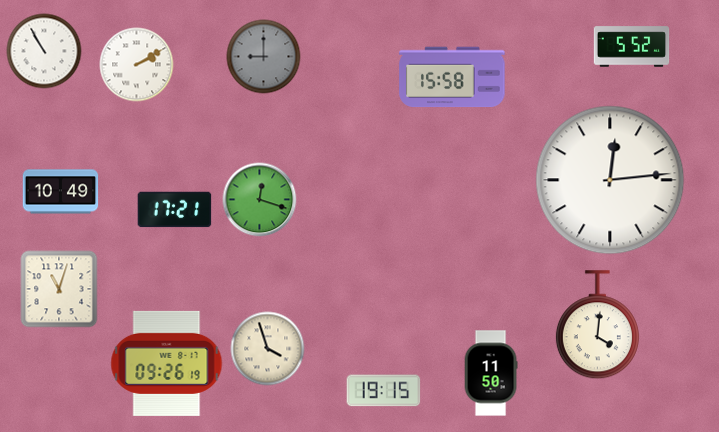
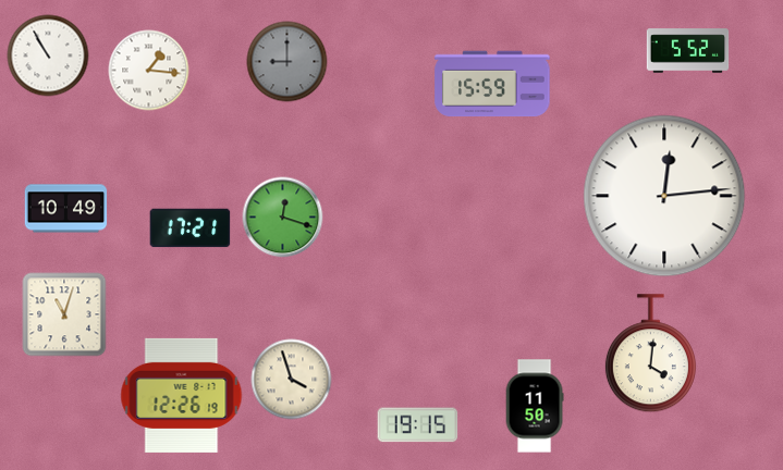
clock at (137, 65): 2:10 -> 1:16
clock at (452, 77): 15:58 -> 15:59
clock at (167, 363): 09:26 -> 12:26
